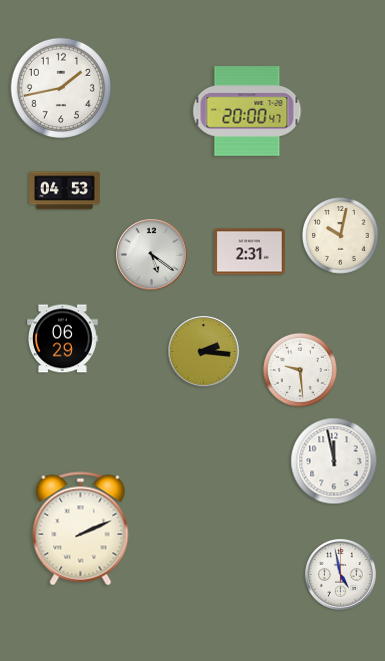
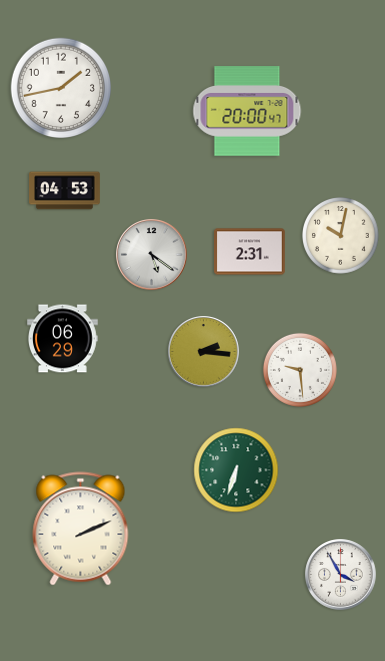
clock at (334, 461): 11:58 -> none
clock at (236, 470): none -> 6:33
clock at (341, 575): 4:58 -> 3:55
